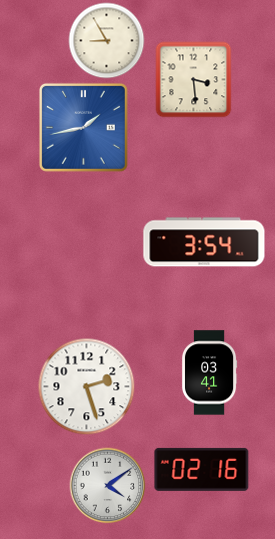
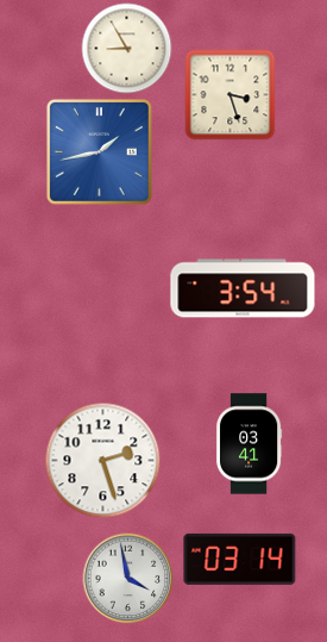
clock at (194, 80): 3:29 -> 3:27
clock at (202, 469): 02:16 -> 03:14
clock at (108, 486): 4:09 -> 3:58
